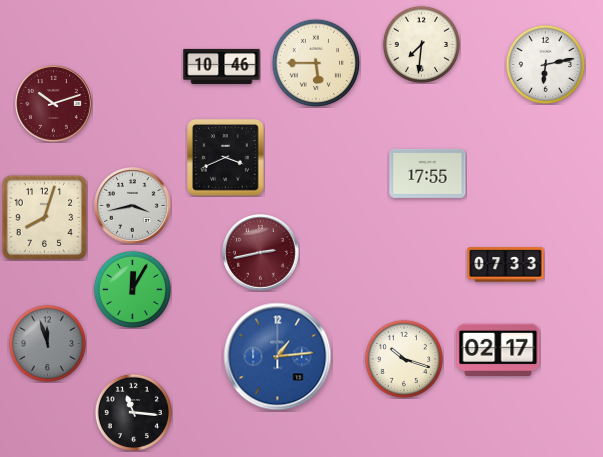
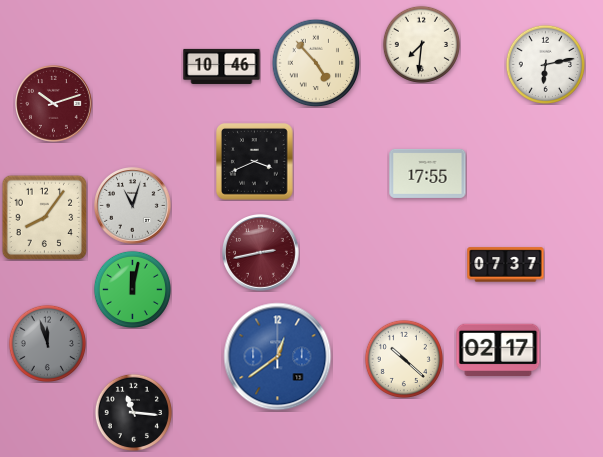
clock at (316, 63): 5:45 -> 4:53
clock at (226, 158) position: (226, 158) -> (255, 162)
clock at (133, 206): 3:43 -> 11:03
clock at (44, 217): 8:03 -> 8:06
clock at (506, 265): 07:33 -> 07:37
clock at (132, 289): 12:05 -> 12:02
clock at (278, 357): 1:14 -> 12:39
clock at (404, 359): 10:18 -> 10:22
